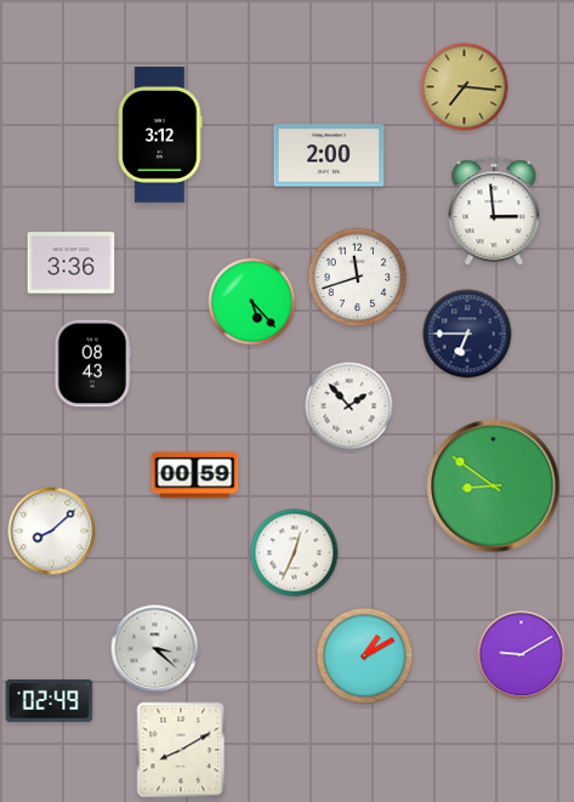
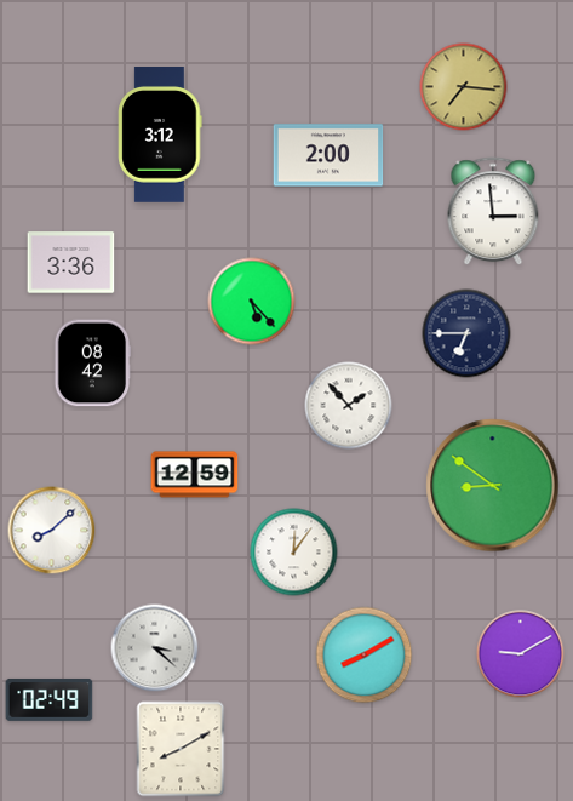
clock at (358, 278): 11:42 -> none
clock at (92, 364): 08:43 -> 08:42
clock at (195, 476): 00:59 -> 12:59
clock at (295, 553): 12:34 -> 12:06
clock at (365, 656): 1:10 -> 8:10
